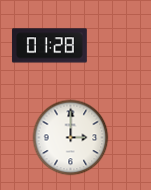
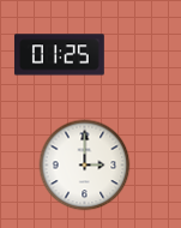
clock at (49, 46): 01:28 -> 01:25
